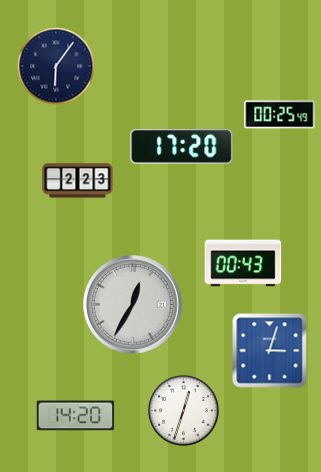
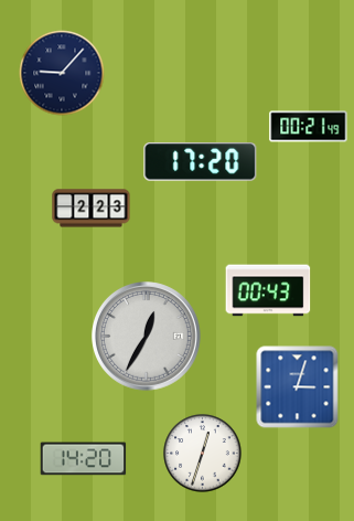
clock at (56, 66): 6:06 -> 9:07
clock at (280, 115): 00:25 -> 00:21
clock at (78, 181) position: (78, 181) -> (92, 209)
